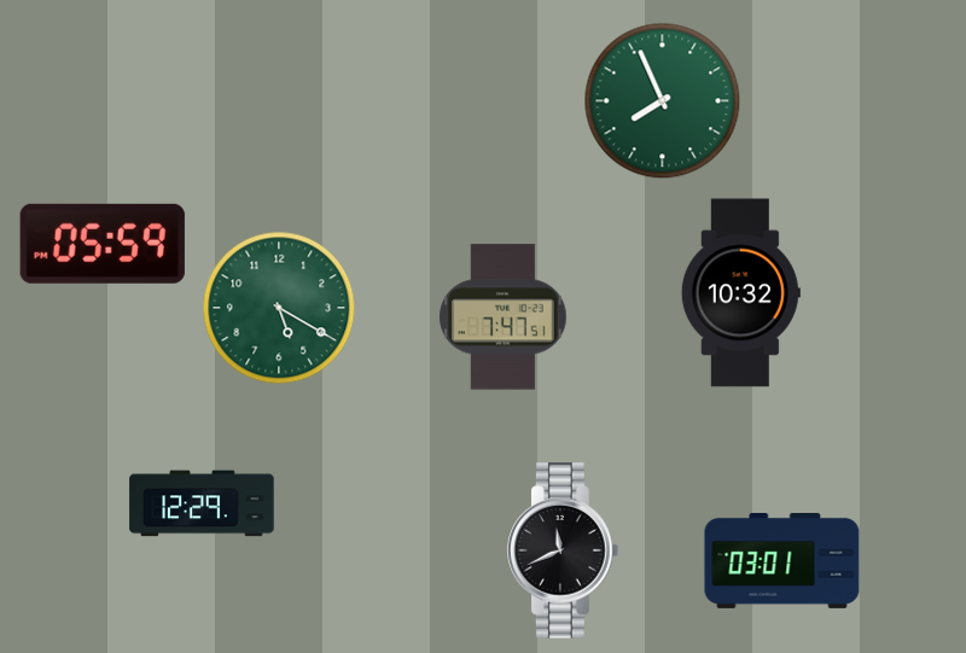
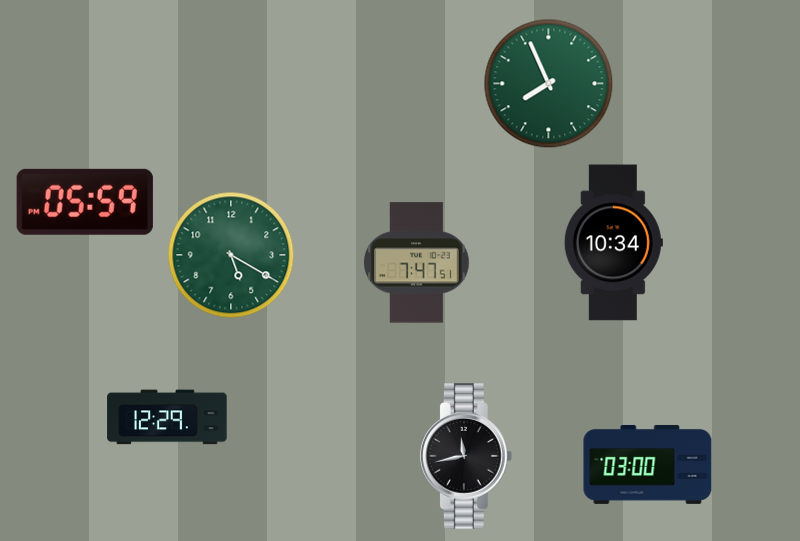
clock at (740, 293): 10:32 -> 10:34
clock at (564, 550): 11:41 -> 11:43
clock at (782, 560): 03:01 -> 03:00
